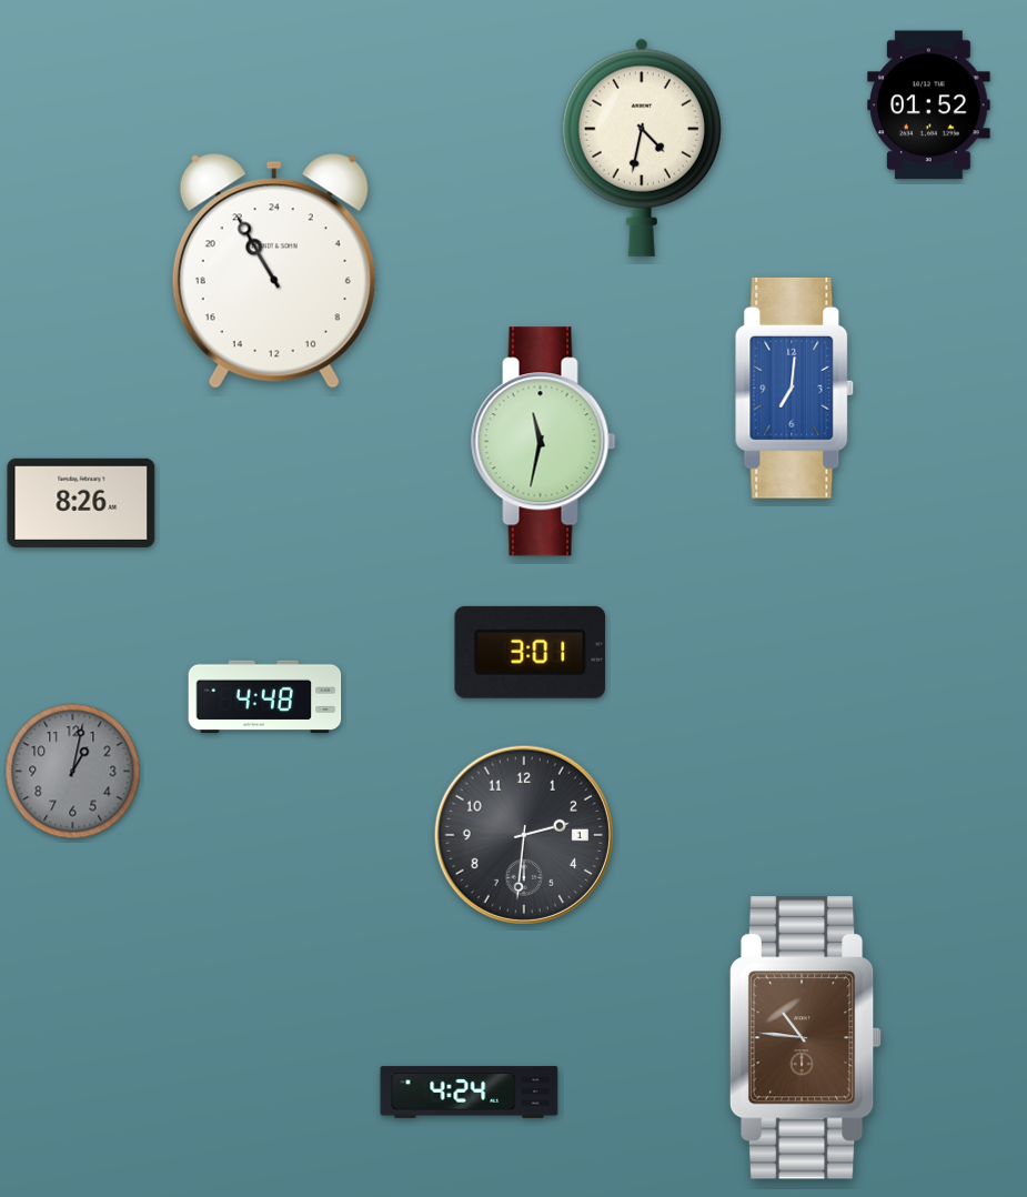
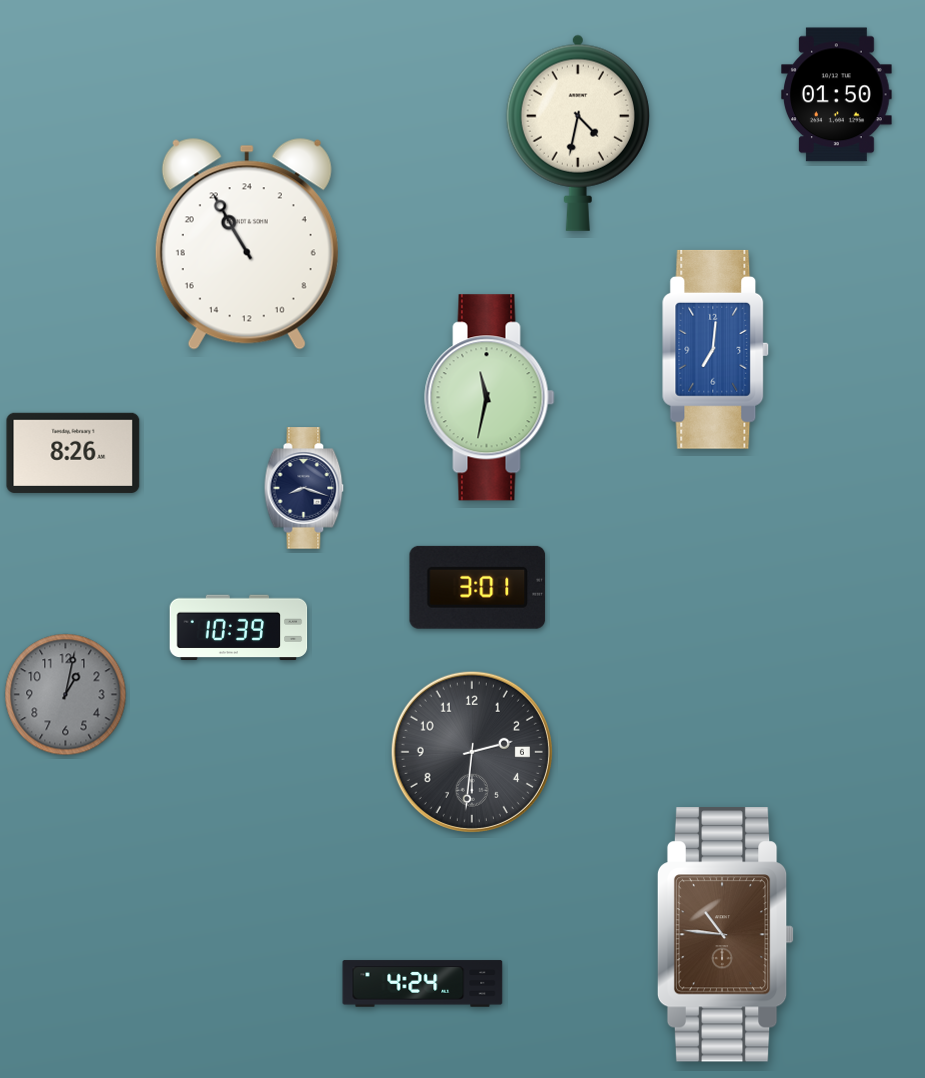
clock at (929, 105): 01:52 -> 01:50
clock at (304, 488): none -> 8:18
clock at (265, 697): 4:48 -> 10:39
clock at (524, 835) date: 1 -> 6
